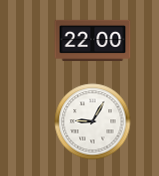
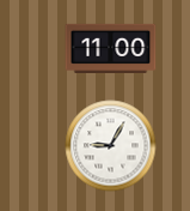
clock at (93, 40): 22:00 -> 11:00
